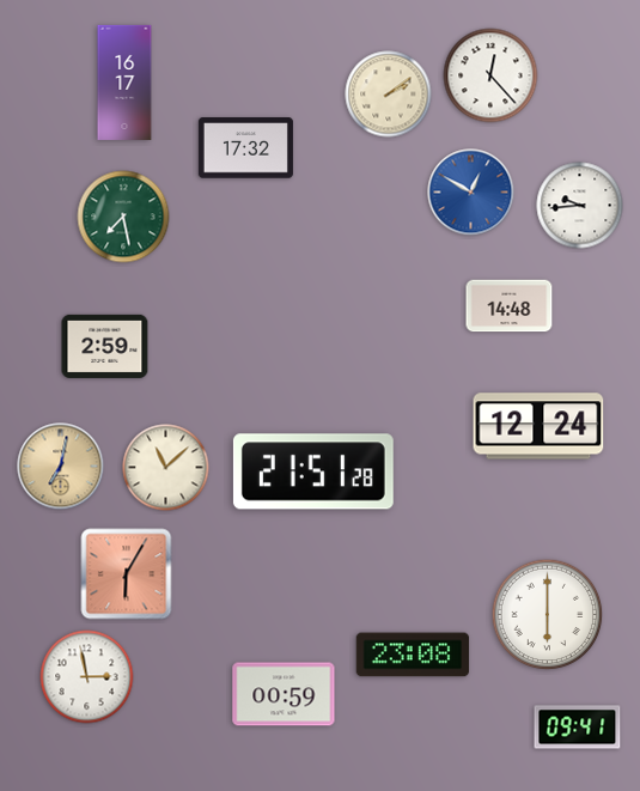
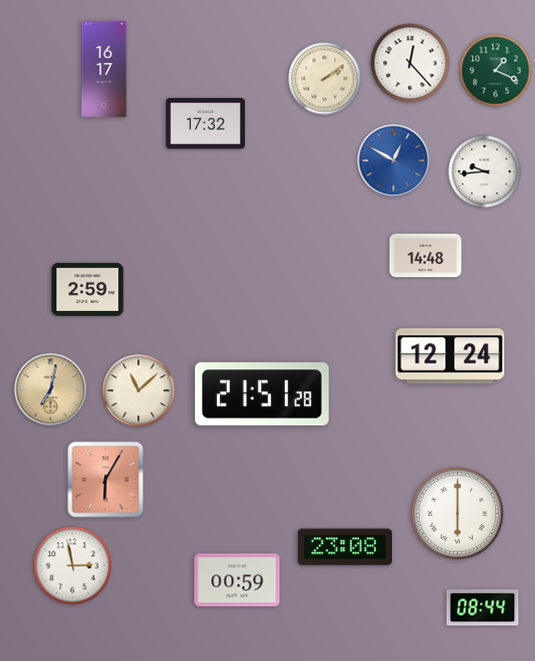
clock at (496, 71): none -> 1:19
clock at (123, 217): 7:28 -> none
clock at (578, 728): 09:41 -> 08:44
